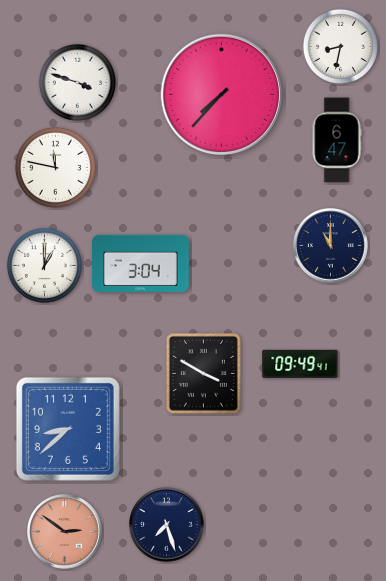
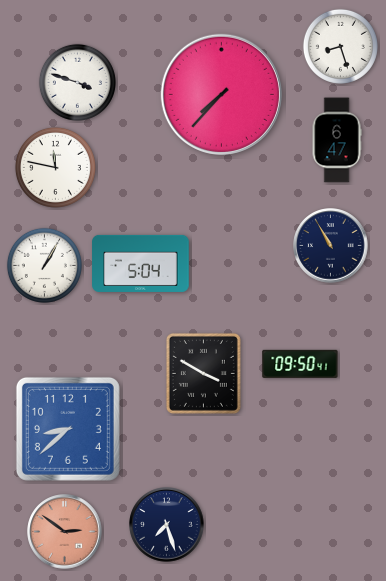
clock at (340, 46): 8:32 -> 8:27
clock at (331, 246): 11:00 -> 10:55
clock at (141, 263): 3:04 -> 5:04
clock at (44, 265): 1:00 -> 1:05
clock at (300, 364): 09:49 -> 09:50
